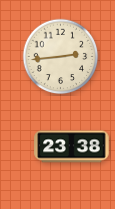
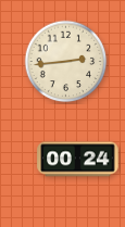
clock at (72, 147): 23:38 -> 00:24
